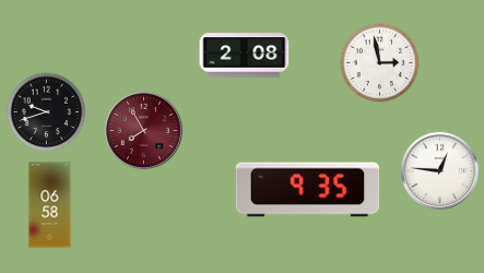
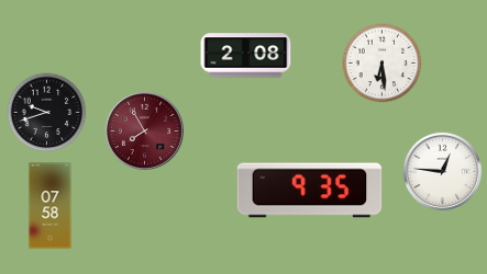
clock at (380, 63): 2:58 -> 6:29
clock at (50, 205): 06:58 -> 07:58
